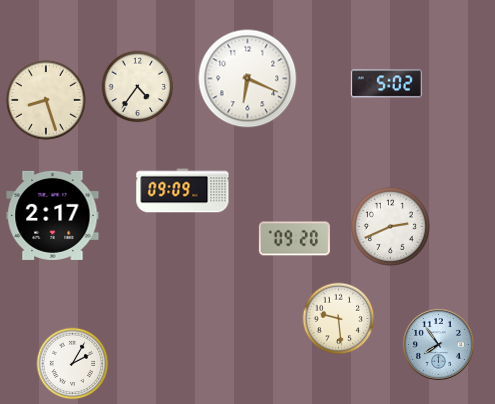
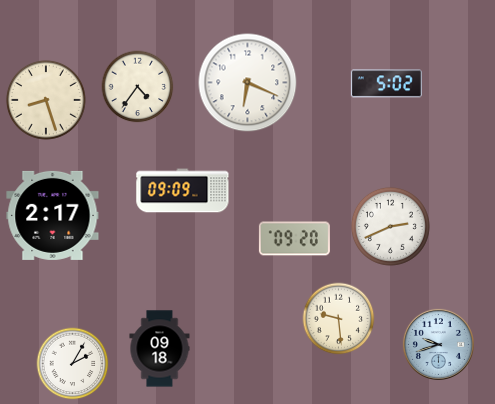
clock at (248, 79) position: (248, 79) -> (248, 83)
clock at (438, 344): 7:54 -> 9:42
clock at (160, 349): none -> 09:18
